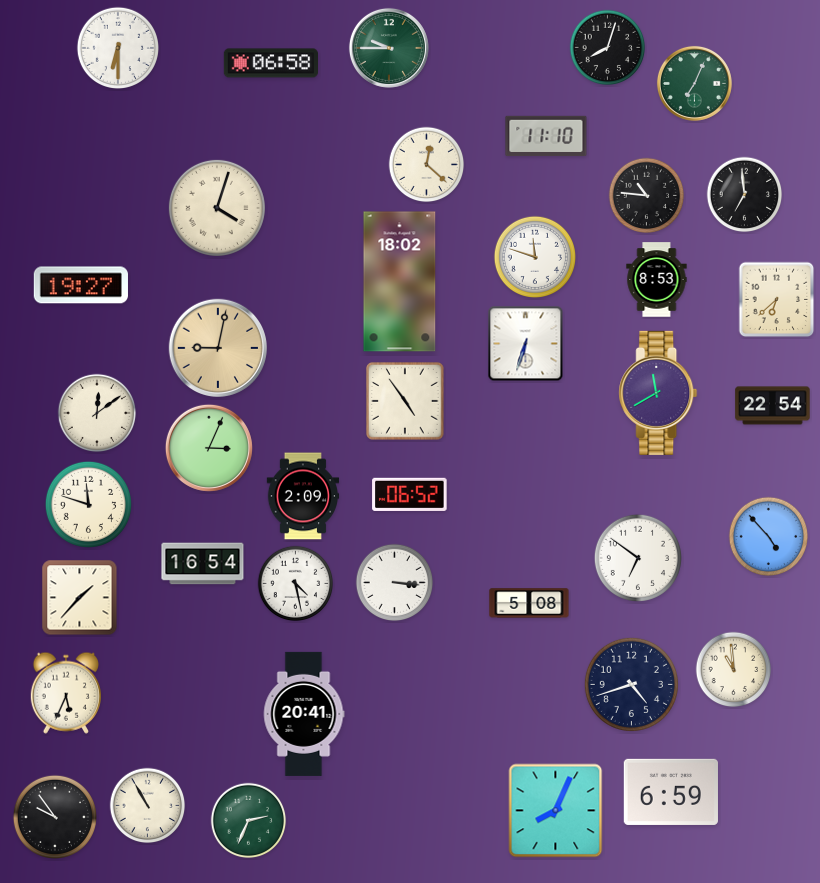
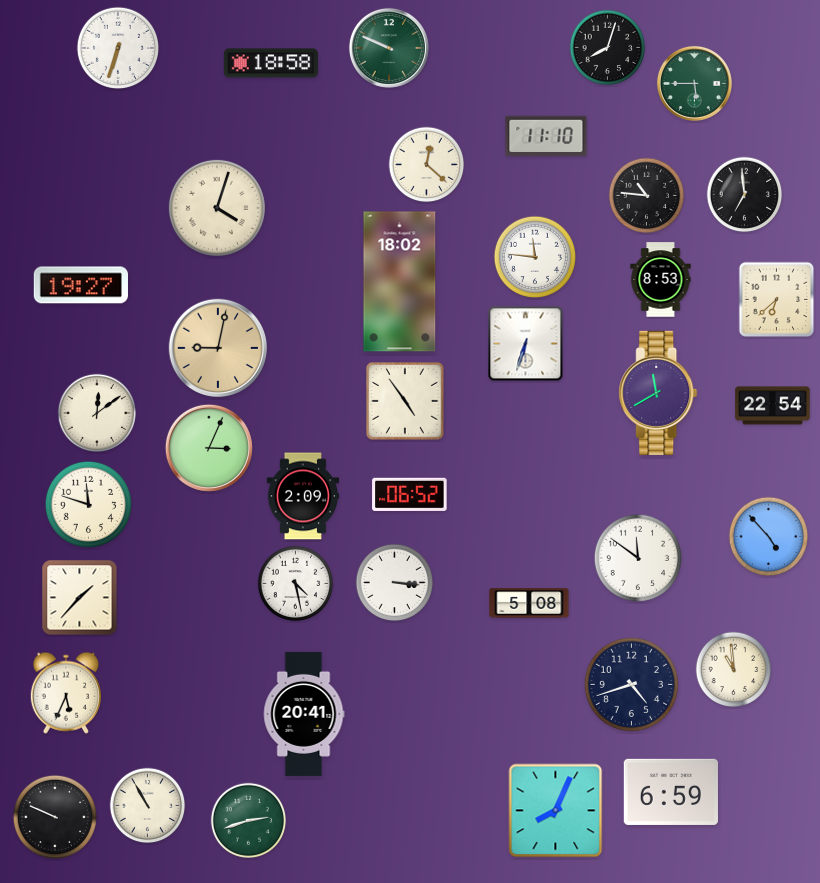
clock at (117, 47): 6:30 -> 6:33
clock at (389, 48): 9:45 -> 9:49
clock at (270, 63): 06:58 -> 18:58
clock at (694, 83): 7:04 -> 5:45
clock at (534, 256): 11:48 -> 11:46
clock at (657, 280) position: (657, 280) -> (661, 280)
clock at (638, 558): 6:51 -> 11:51
clock at (203, 564): 16:54 -> none
clock at (54, 816): 9:54 -> 9:49
clock at (249, 821): 2:34 -> 2:42
